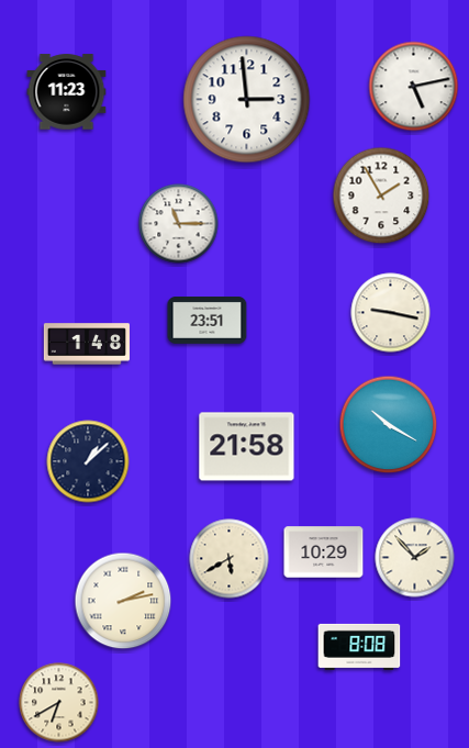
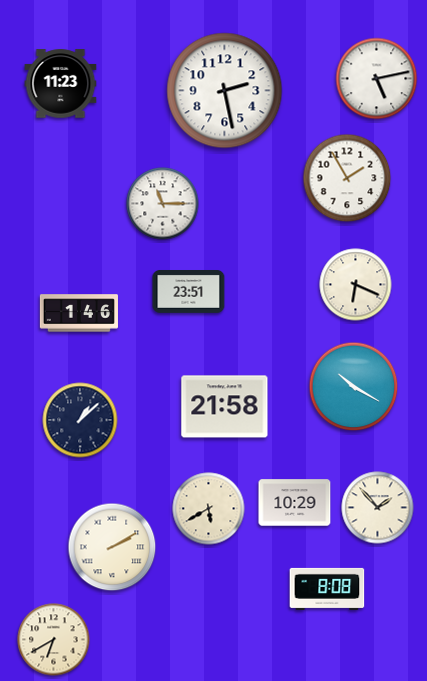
clock at (247, 100): 2:59 -> 2:28
clock at (391, 313): 9:17 -> 6:19
clock at (87, 344): 1:48 -> 1:46
clock at (123, 601): 2:13 -> 2:10
